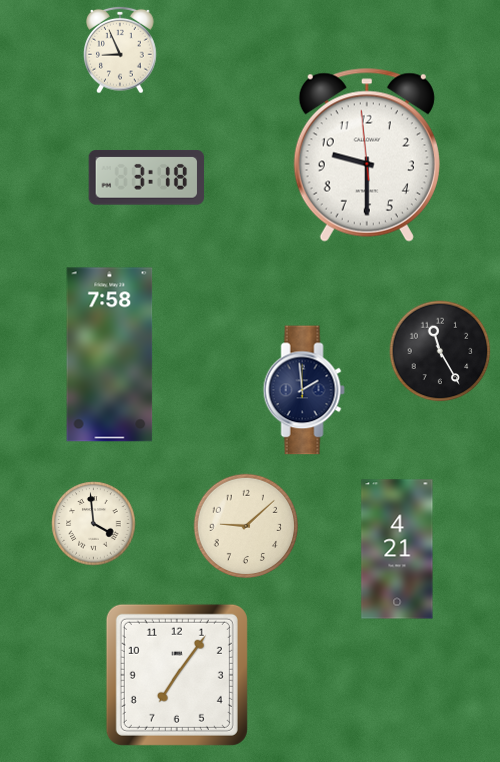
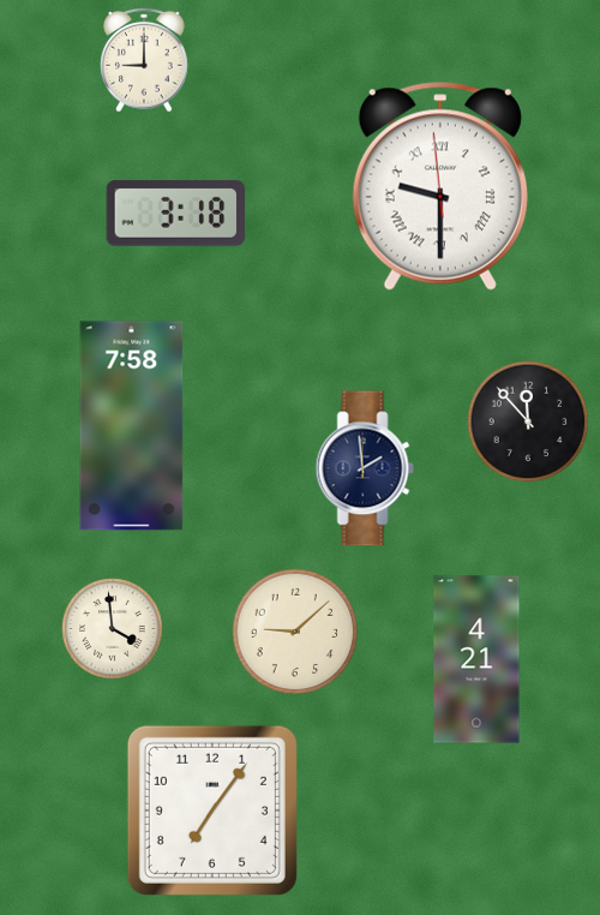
clock at (120, 50): 8:56 -> 9:00
clock at (367, 155) numerals: Arabic -> Roman
clock at (440, 351): 11:25 -> 11:53
